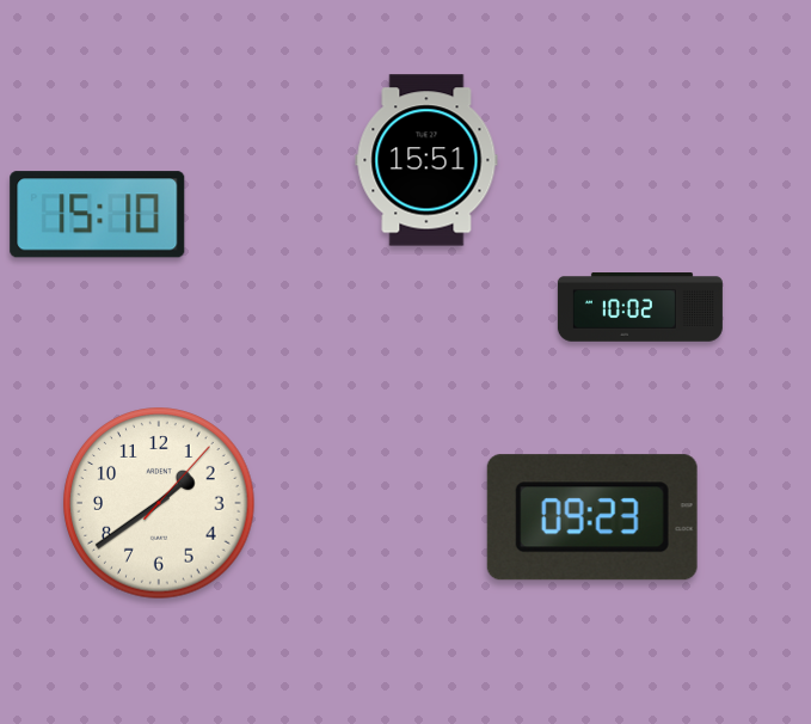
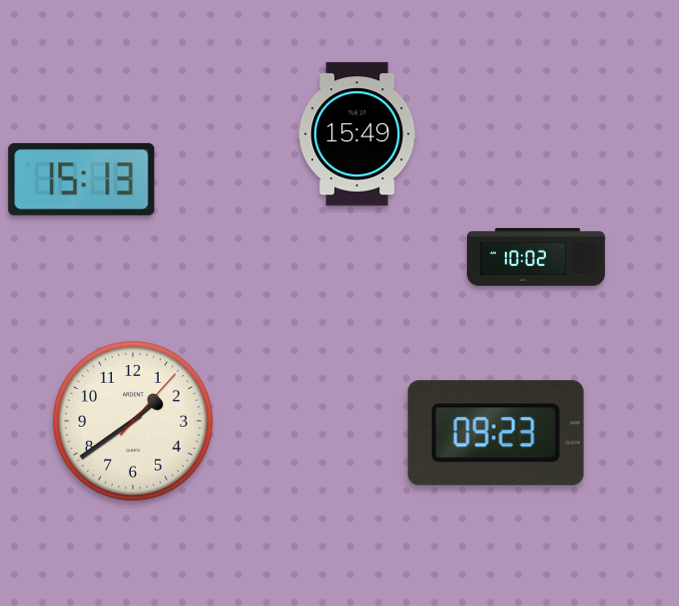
clock at (426, 160): 15:51 -> 15:49
clock at (98, 215): 15:10 -> 15:13
